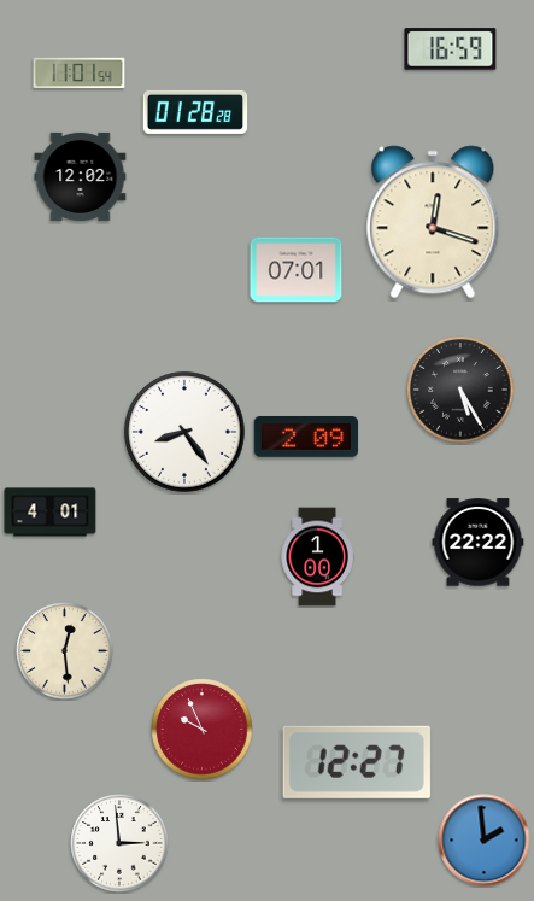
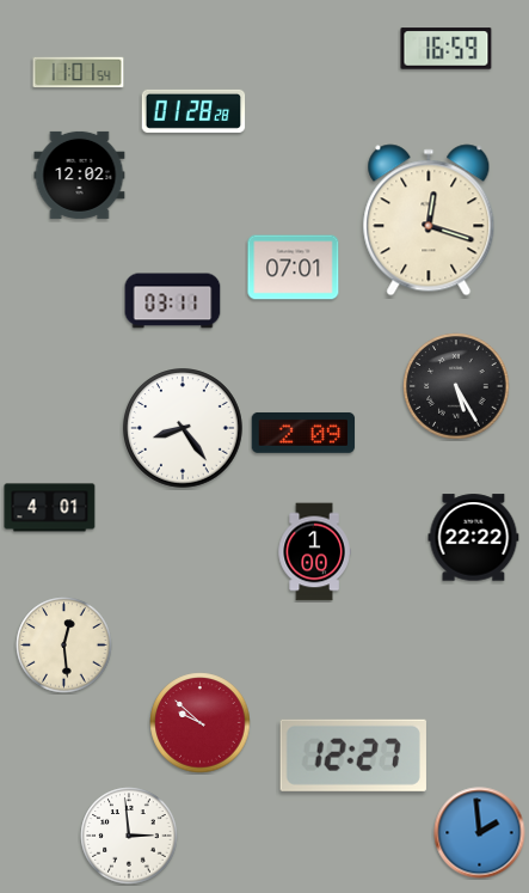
clock at (173, 301): none -> 03:11
clock at (203, 730): 9:56 -> 9:52
clock at (119, 843) position: (119, 843) -> (129, 836)
